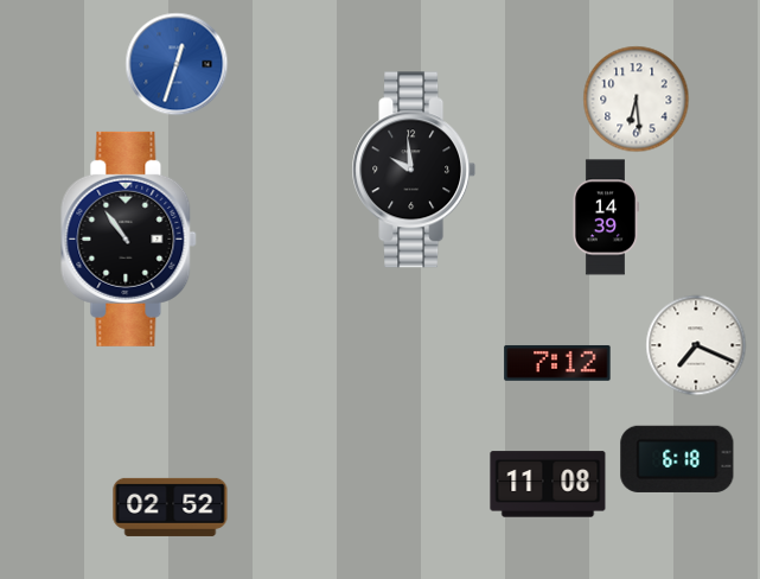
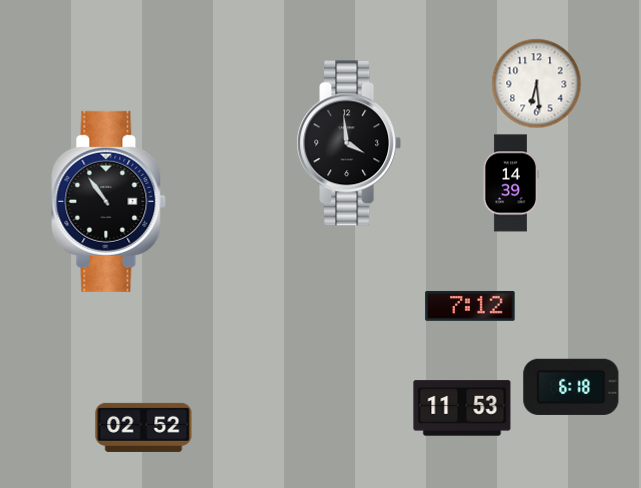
clock at (177, 64): 12:33 -> none
clock at (414, 170): 9:59 -> 3:59
clock at (696, 345): 7:19 -> none
clock at (548, 484): 11:08 -> 11:53
